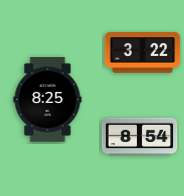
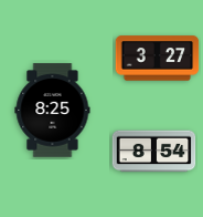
clock at (143, 53): 3:22 -> 3:27
